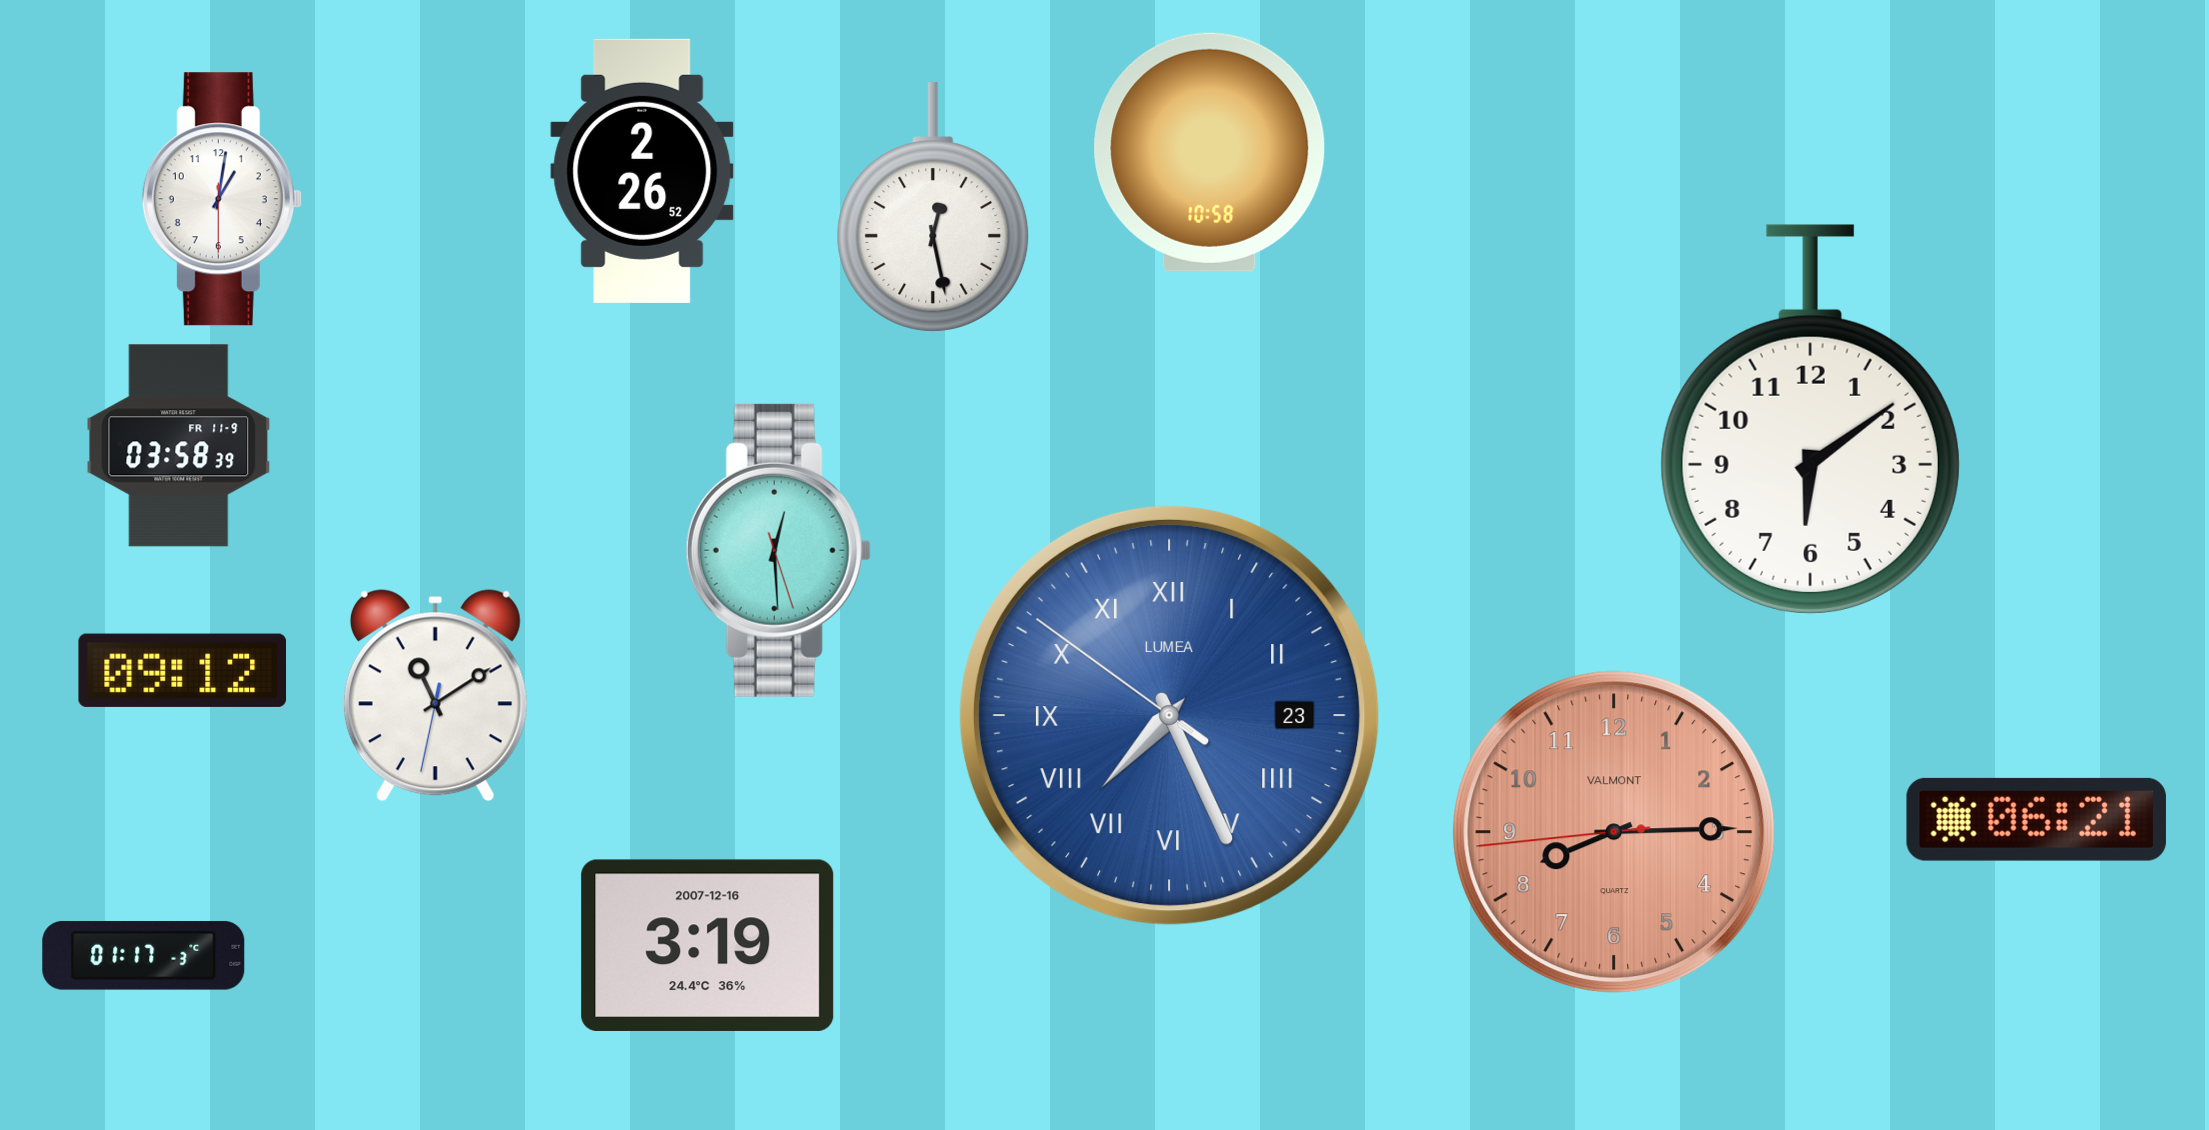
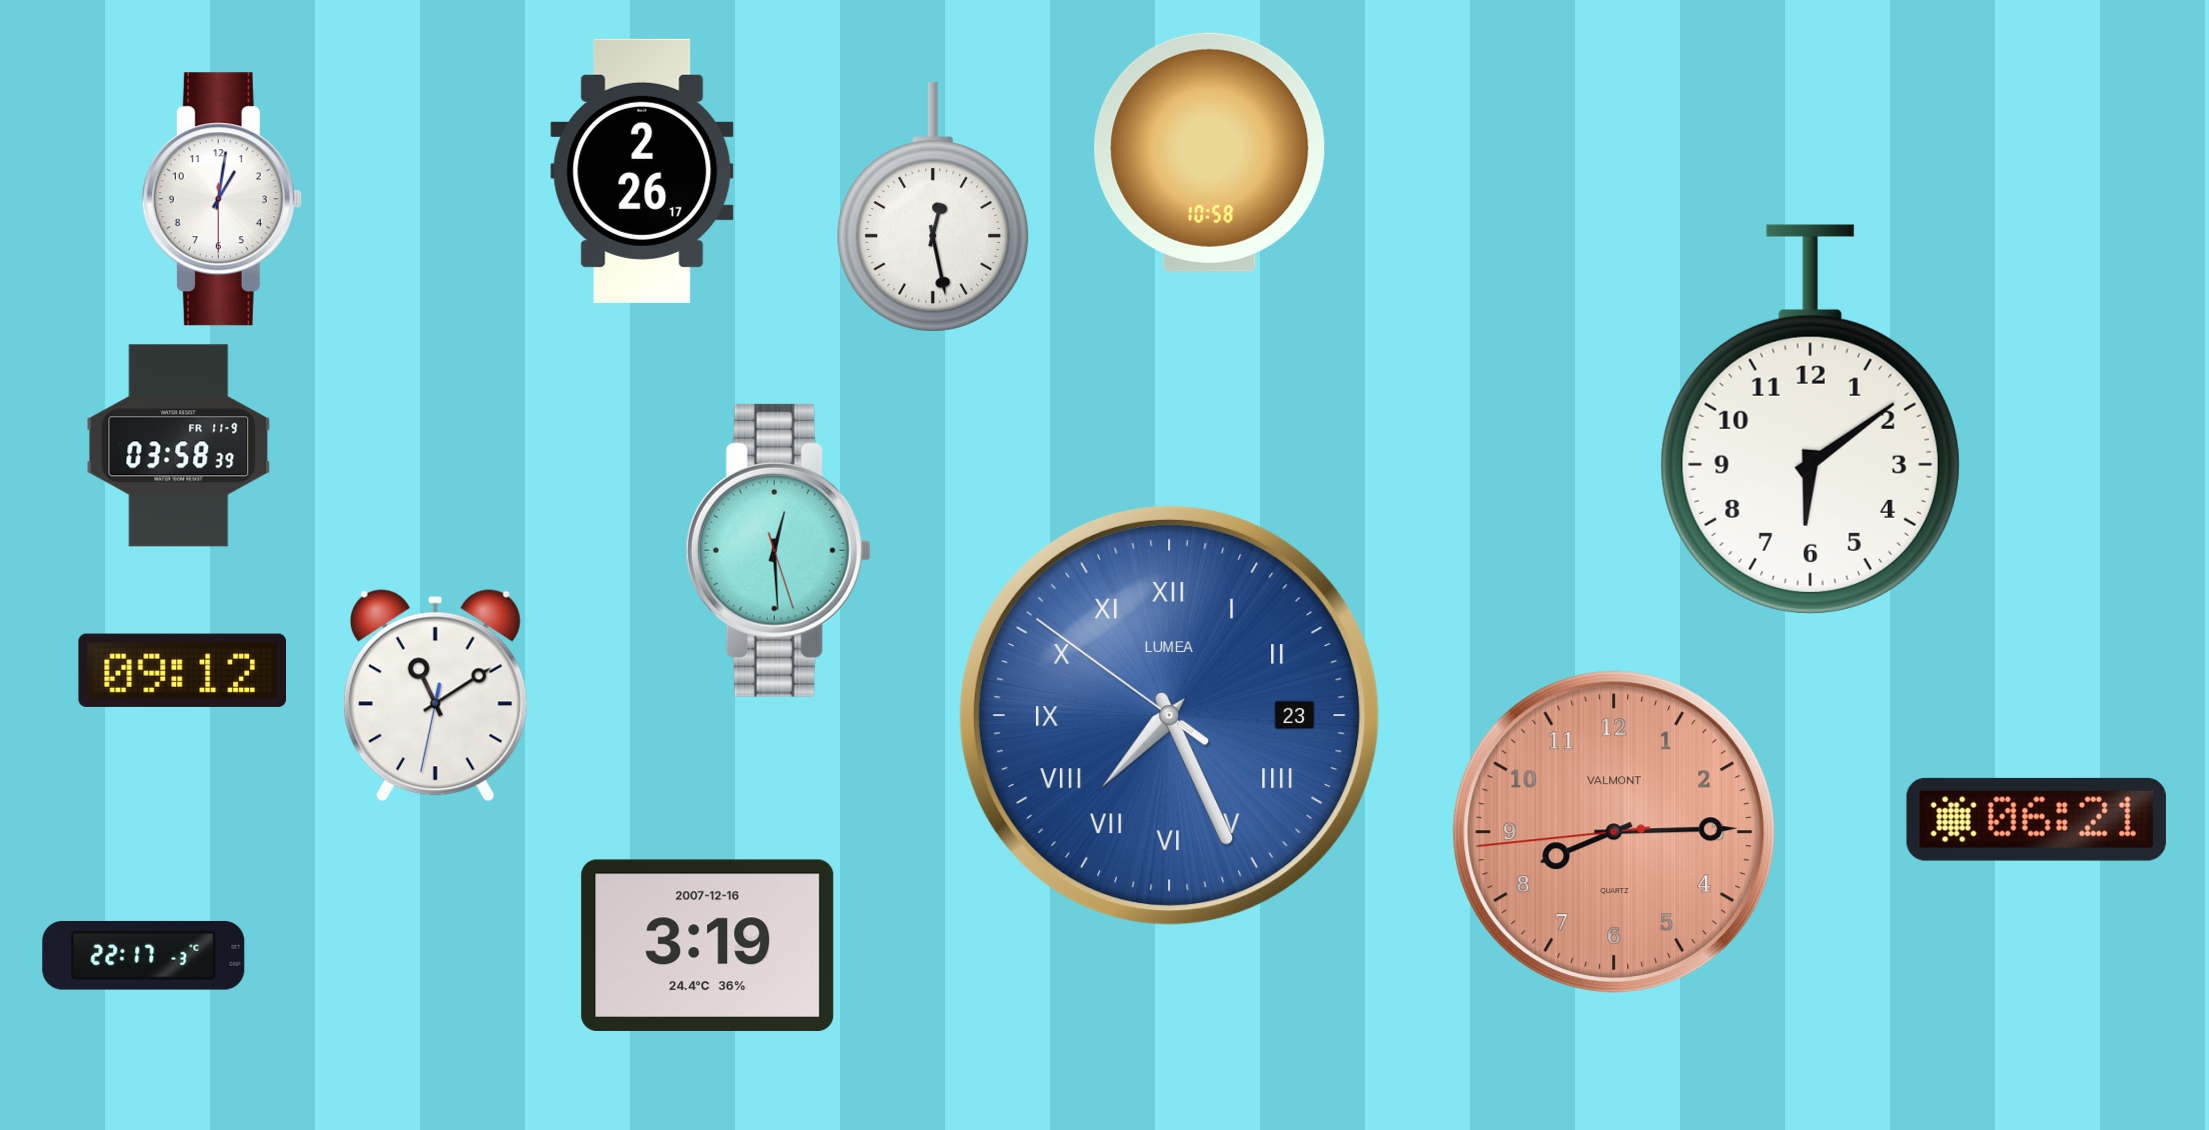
clock at (642, 171): 2:26:52 -> 2:26:17
clock at (144, 956): 01:17 -> 22:17
